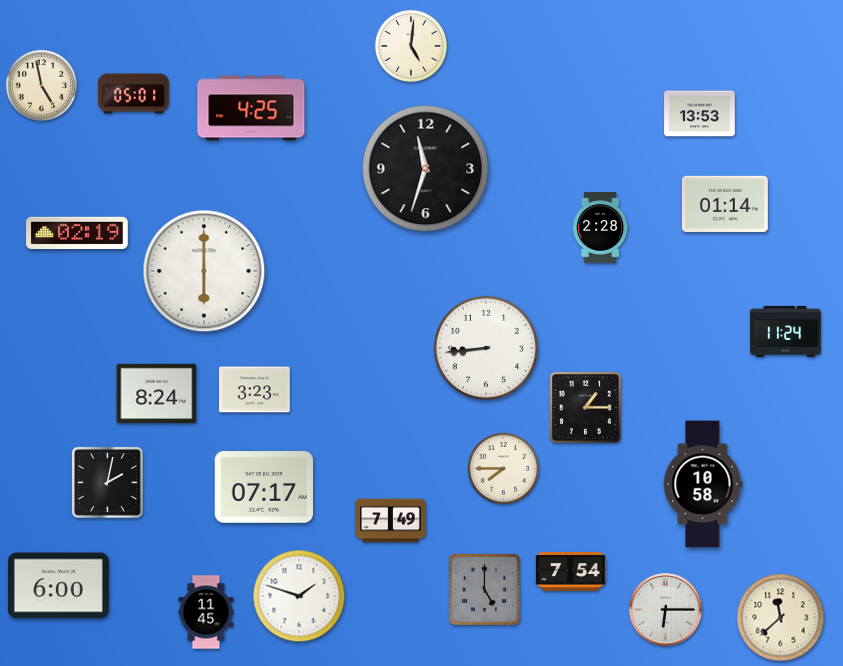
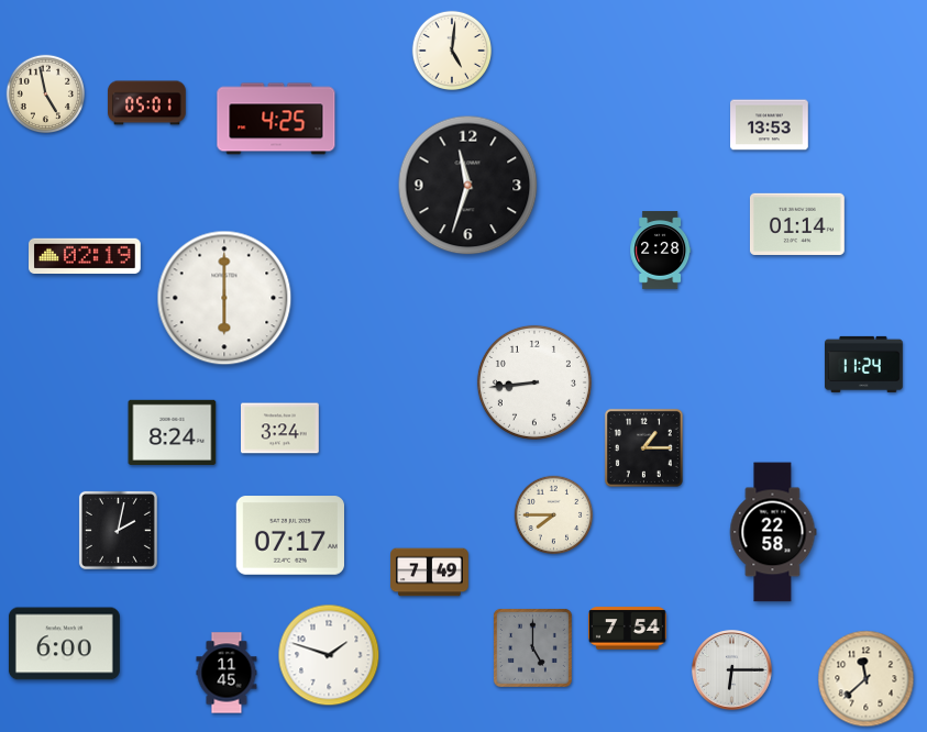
clock at (255, 390): 3:23 -> 3:24
clock at (703, 484): 10:58 -> 22:58
clock at (781, 618) position: (781, 618) -> (867, 679)
